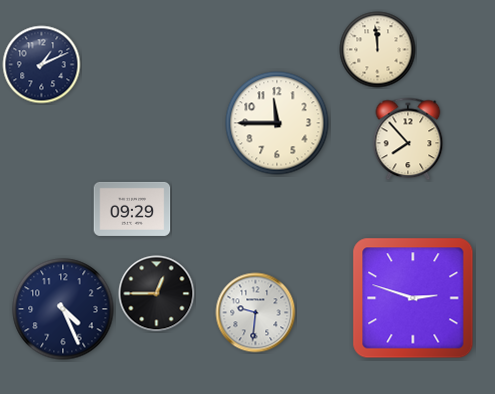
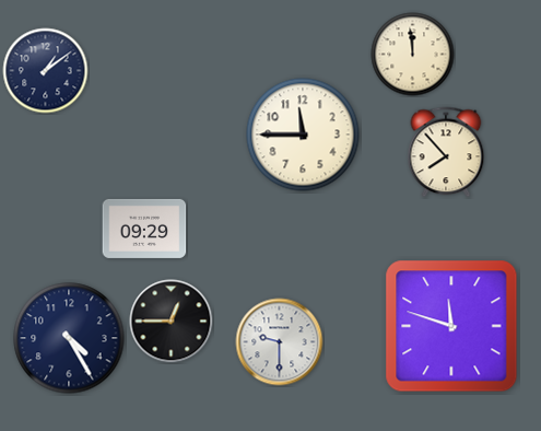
clock at (42, 65): 1:11 -> 1:09
clock at (413, 298): 2:48 -> 11:48
clock at (63, 309): 4:26 -> 4:25
clock at (256, 313): 9:31 -> 9:30
